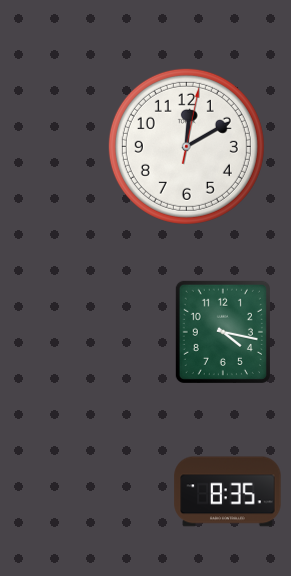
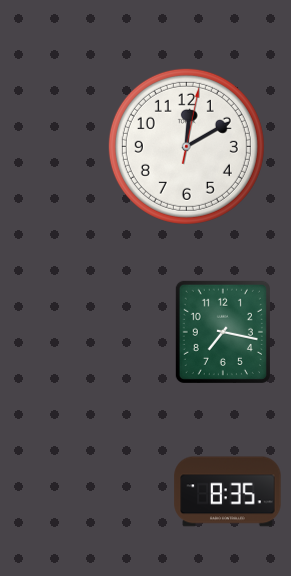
clock at (223, 332): 4:17 -> 7:17
